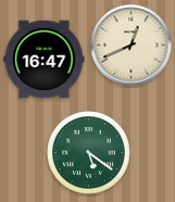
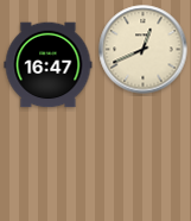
clock at (89, 153): 5:21 -> none
